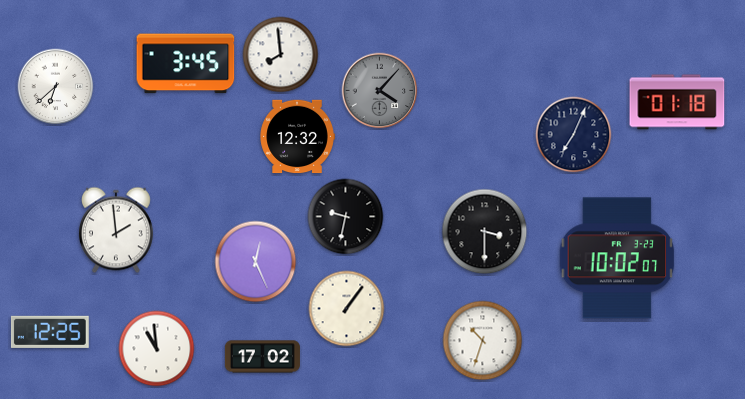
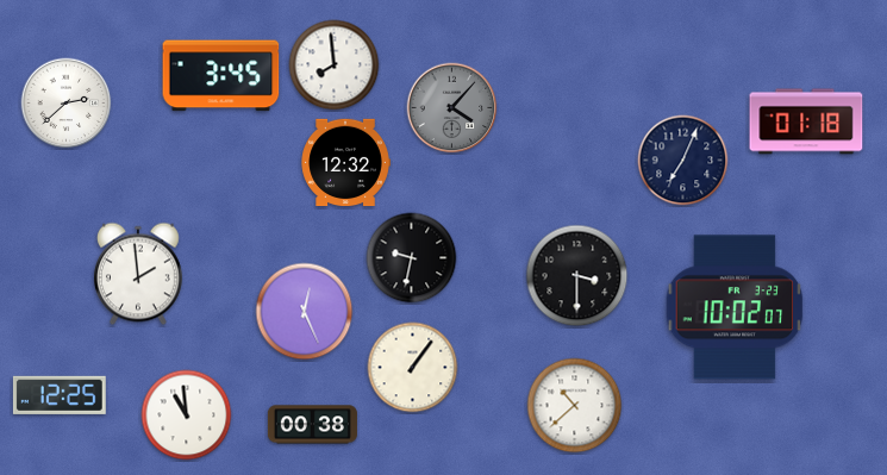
clock at (56, 87): 6:38 -> 2:38
clock at (297, 137) position: (297, 137) -> (345, 163)
clock at (483, 341): 10:33 -> 10:38
clock at (262, 357): 17:02 -> 00:38
